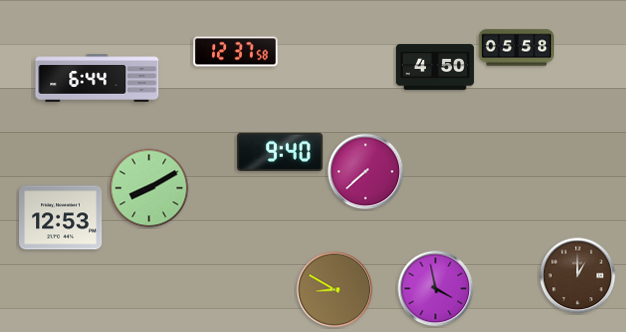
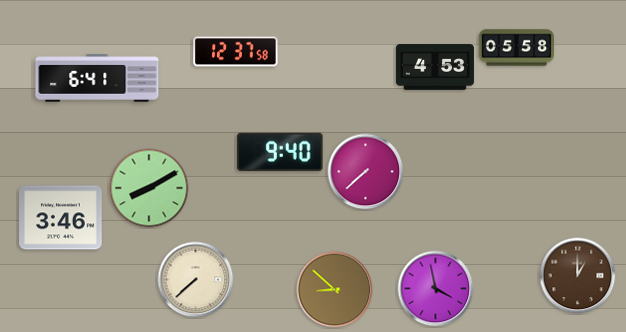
clock at (435, 67): 4:50 -> 4:53
clock at (97, 78): 6:44 -> 6:41
clock at (61, 218): 12:53 -> 3:46
clock at (196, 280): none -> 7:38
clock at (335, 290): 8:50 -> 8:52
